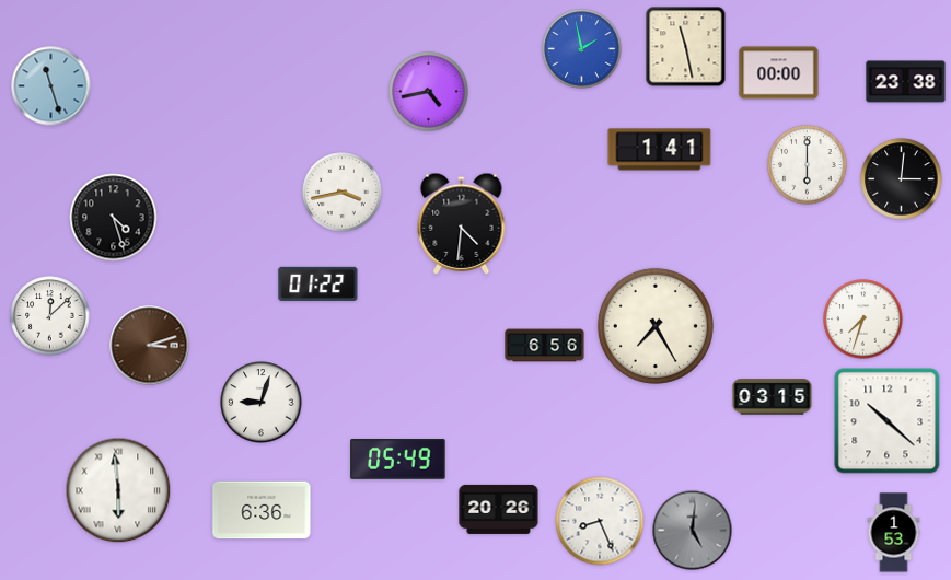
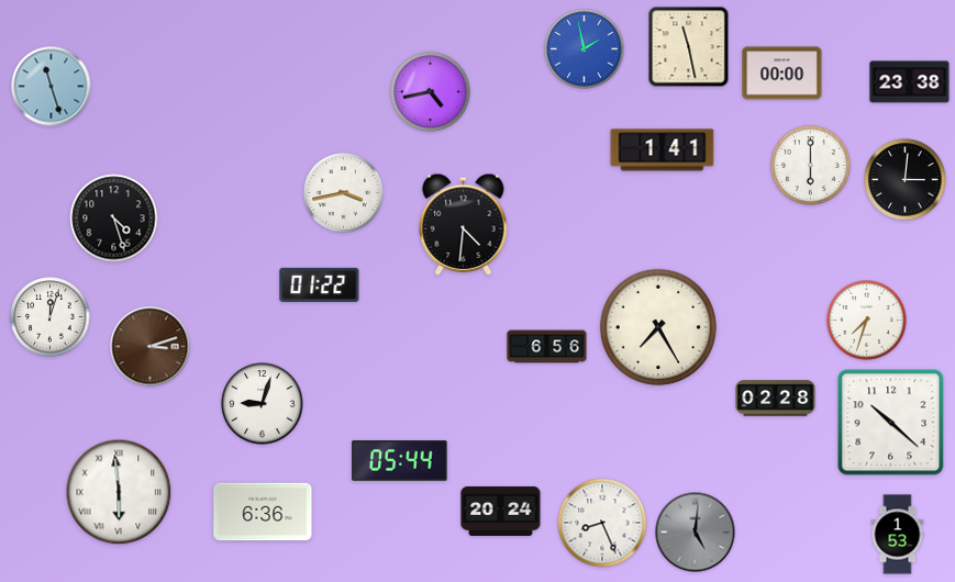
clock at (50, 316): 12:08 -> 12:03
clock at (773, 397): 03:15 -> 02:28
clock at (398, 460): 05:49 -> 05:44
clock at (499, 509): 20:26 -> 20:24
